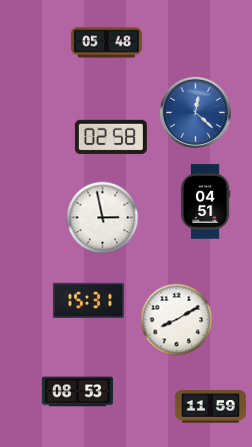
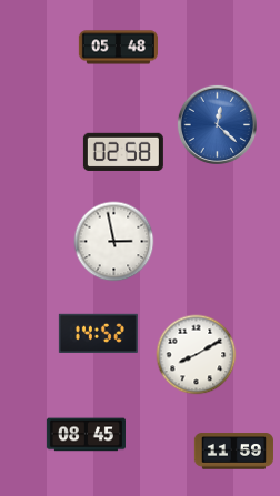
clock at (205, 202): 04:51 -> none
clock at (88, 300): 15:31 -> 14:52
clock at (77, 392): 08:53 -> 08:45
